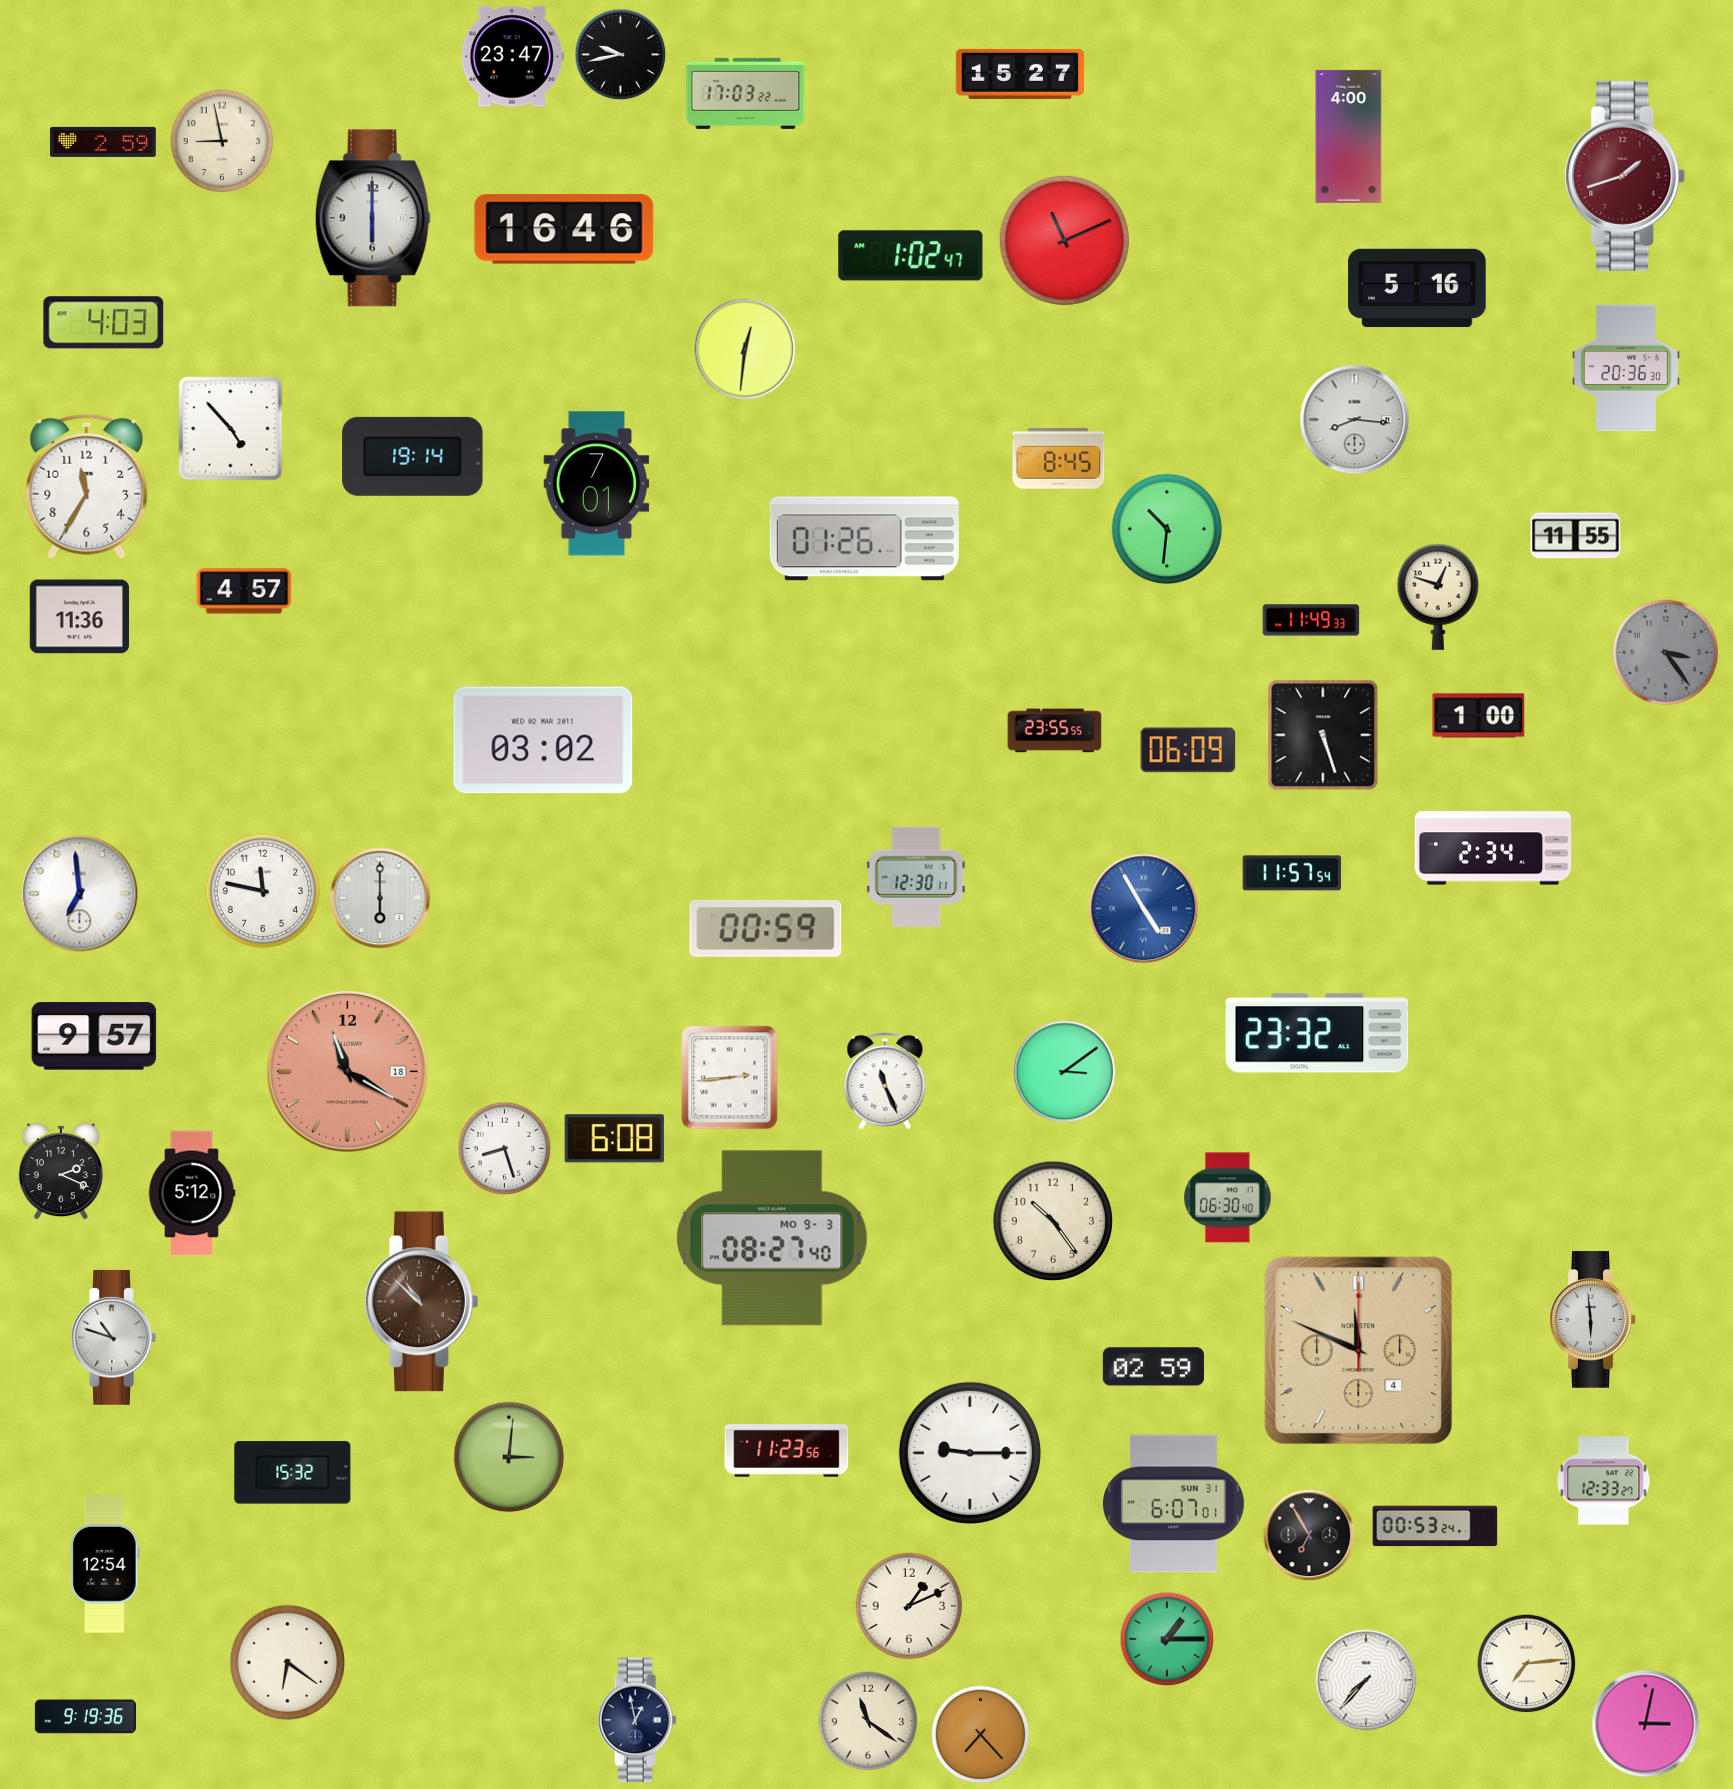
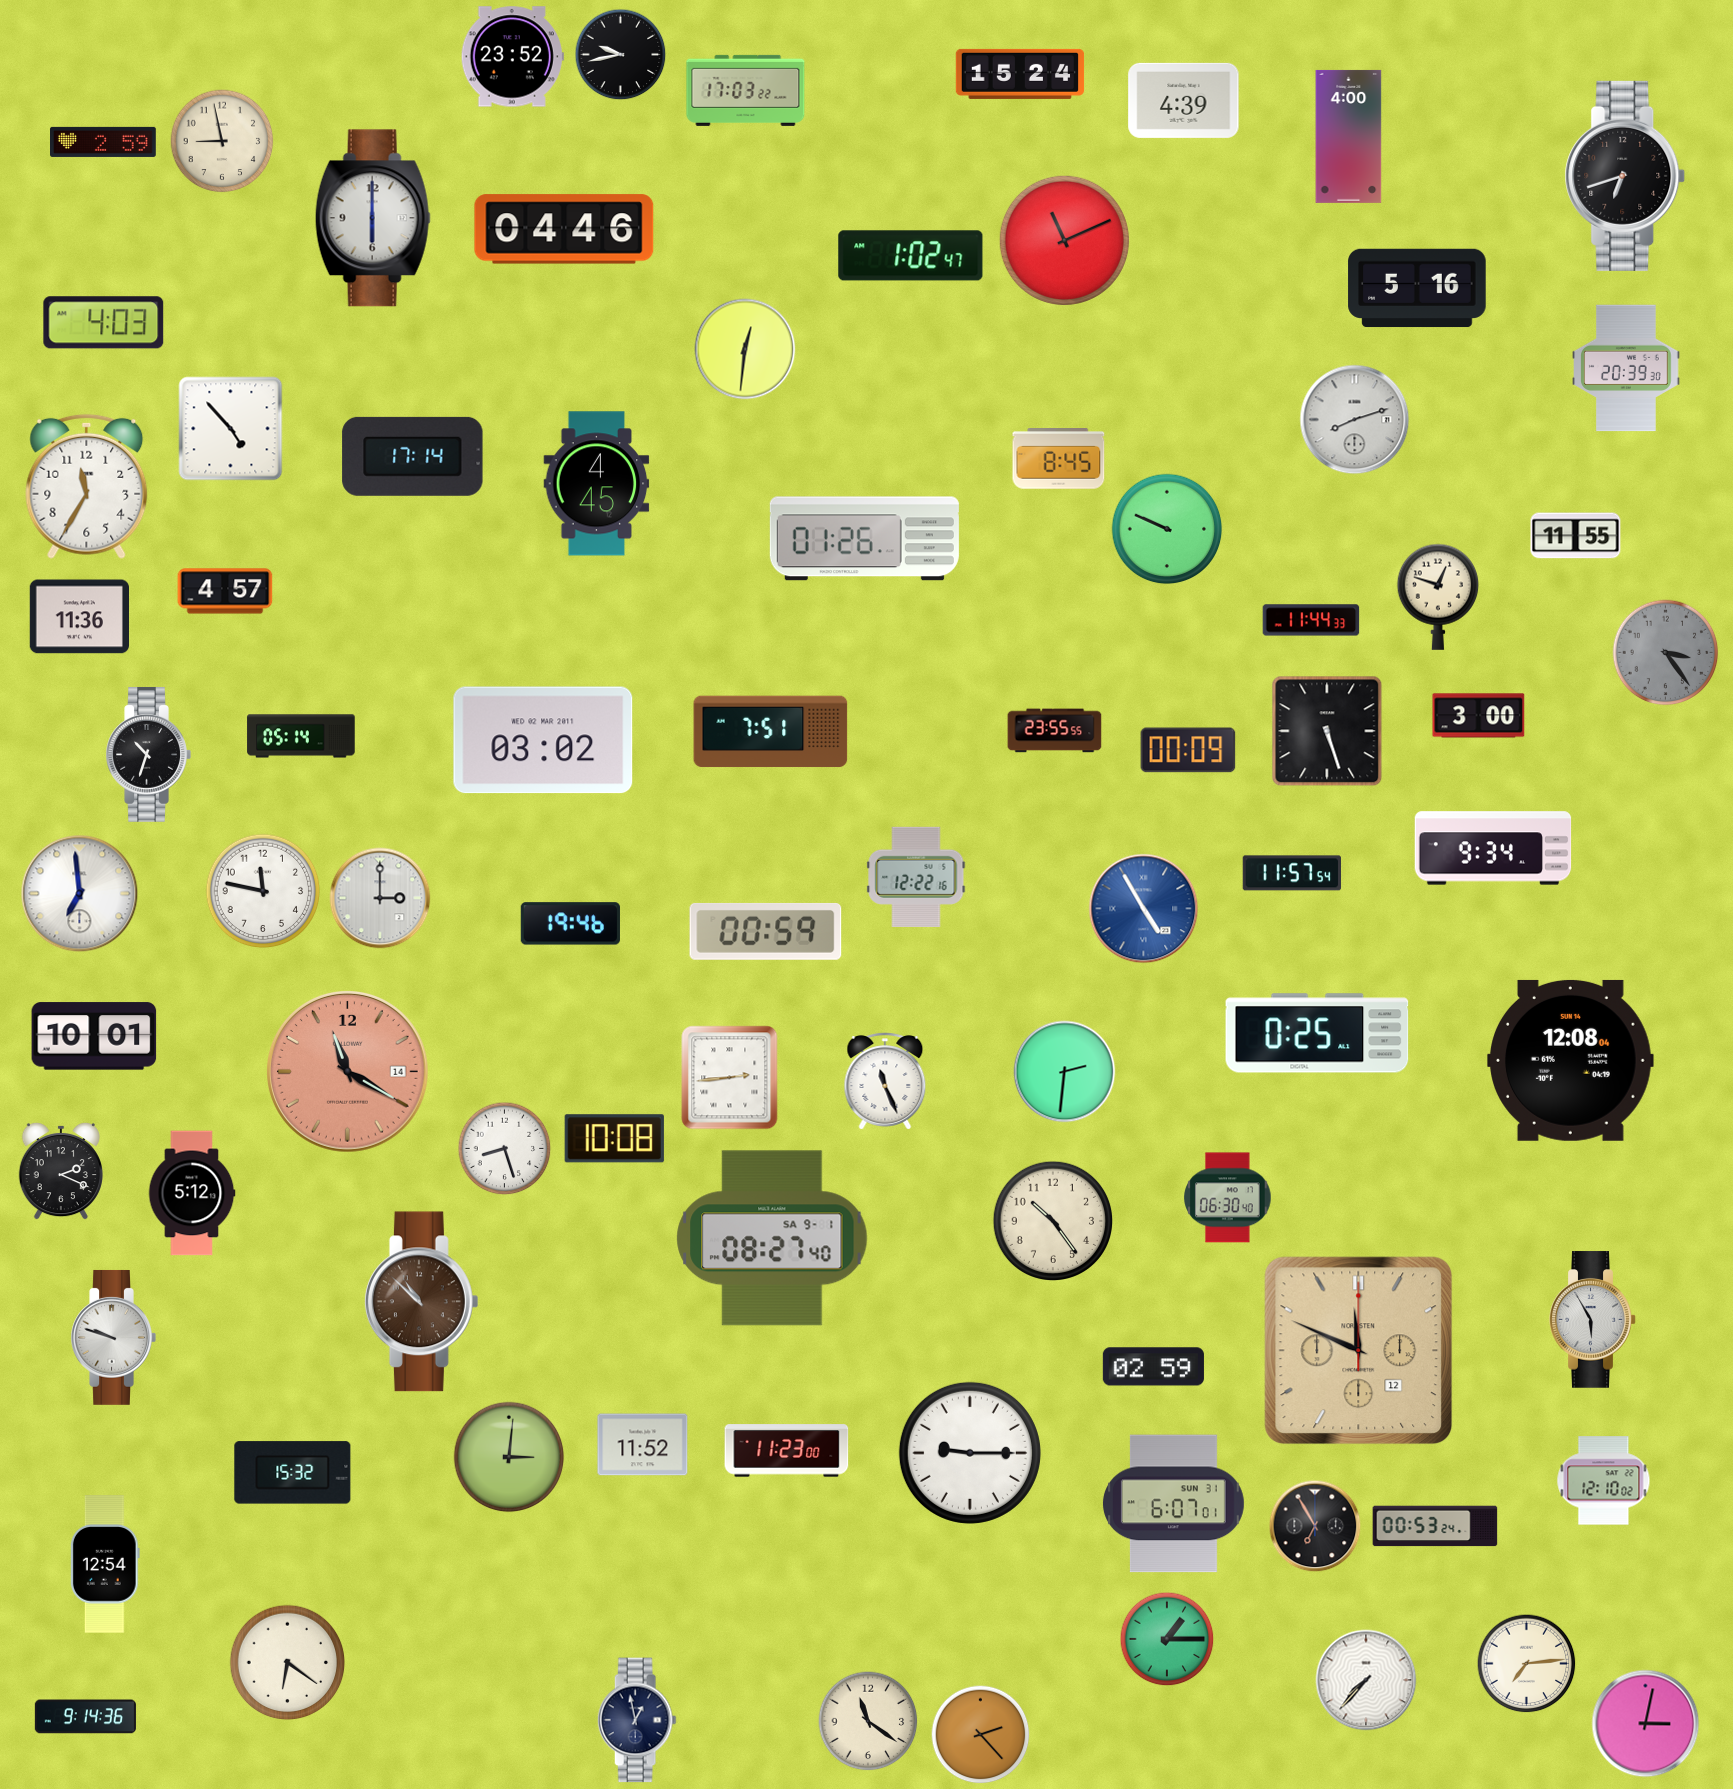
clock at (512, 57): 23:47 -> 23:52
clock at (1020, 74): 15:27 -> 15:24
clock at (746, 93) position: (746, 93) -> (746, 90)
clock at (1184, 100): none -> 4:39
clock at (1625, 176): 1:42 -> 6:42
clock at (1625, 176) dial: burgundy -> black
clock at (564, 229): 16:46 -> 04:46
clock at (1626, 368): 20:36 -> 20:39
clock at (1355, 420): 8:16 -> 8:12
clock at (413, 456): 19:14 -> 17:14
clock at (597, 484): 7:01 -> 4:45
clock at (1167, 529): 10:31 -> 9:49
clock at (244, 591) position: (244, 591) -> (225, 591)
clock at (1311, 620): 11:49 -> 11:44
clock at (1479, 716): 1:00 -> 3:00
clock at (771, 732): none -> 7:51
clock at (1323, 735) position: (1323, 735) -> (1327, 731)
clock at (301, 736): none -> 05:14
clock at (1188, 750): 06:09 -> 00:09
clock at (148, 754): none -> 10:33
clock at (1493, 848): 2:34 -> 9:34
clock at (916, 877): 12:30 -> 12:22
clock at (380, 898): 6:00 -> 3:00
clock at (570, 924): none -> 19:46
clock at (766, 928) position: (766, 928) -> (766, 931)
clock at (1317, 1033): 23:32 -> 0:25
clock at (94, 1036): 9:57 -> 10:01
clock at (1571, 1060): none -> 12:08
clock at (348, 1072) date: 18 -> 14
clock at (1065, 1072): 3:09 -> 2:31
clock at (614, 1139): 6:08 -> 10:08
clock at (772, 1238) date: MO 9-3 -> SA 9-1
clock at (1593, 1320): 5:59 -> 5:55
clock at (113, 1337): 10:48 -> 9:48
clock at (1359, 1351) date: 4 -> 12
clock at (643, 1445): none -> 11:52
clock at (787, 1451): 11:23:56 -> 11:23:00
clock at (1604, 1481): 12:33 -> 12:10
clock at (1309, 1535) position: (1309, 1535) -> (1315, 1526)
clock at (909, 1606): 1:11 -> none
clock at (85, 1717): 9:19 -> 9:14
clock at (981, 1735): 7:23 -> 2:23
